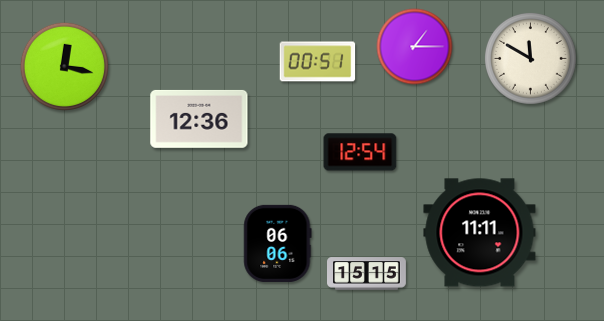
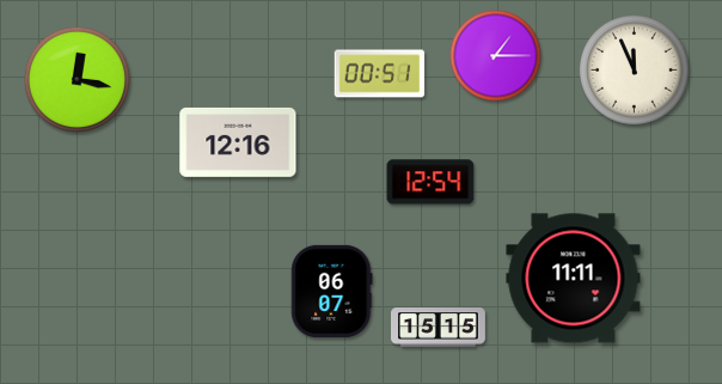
clock at (531, 59): 11:50 -> 11:56
clock at (199, 119): 12:36 -> 12:16
clock at (278, 243): 06:06 -> 06:07
